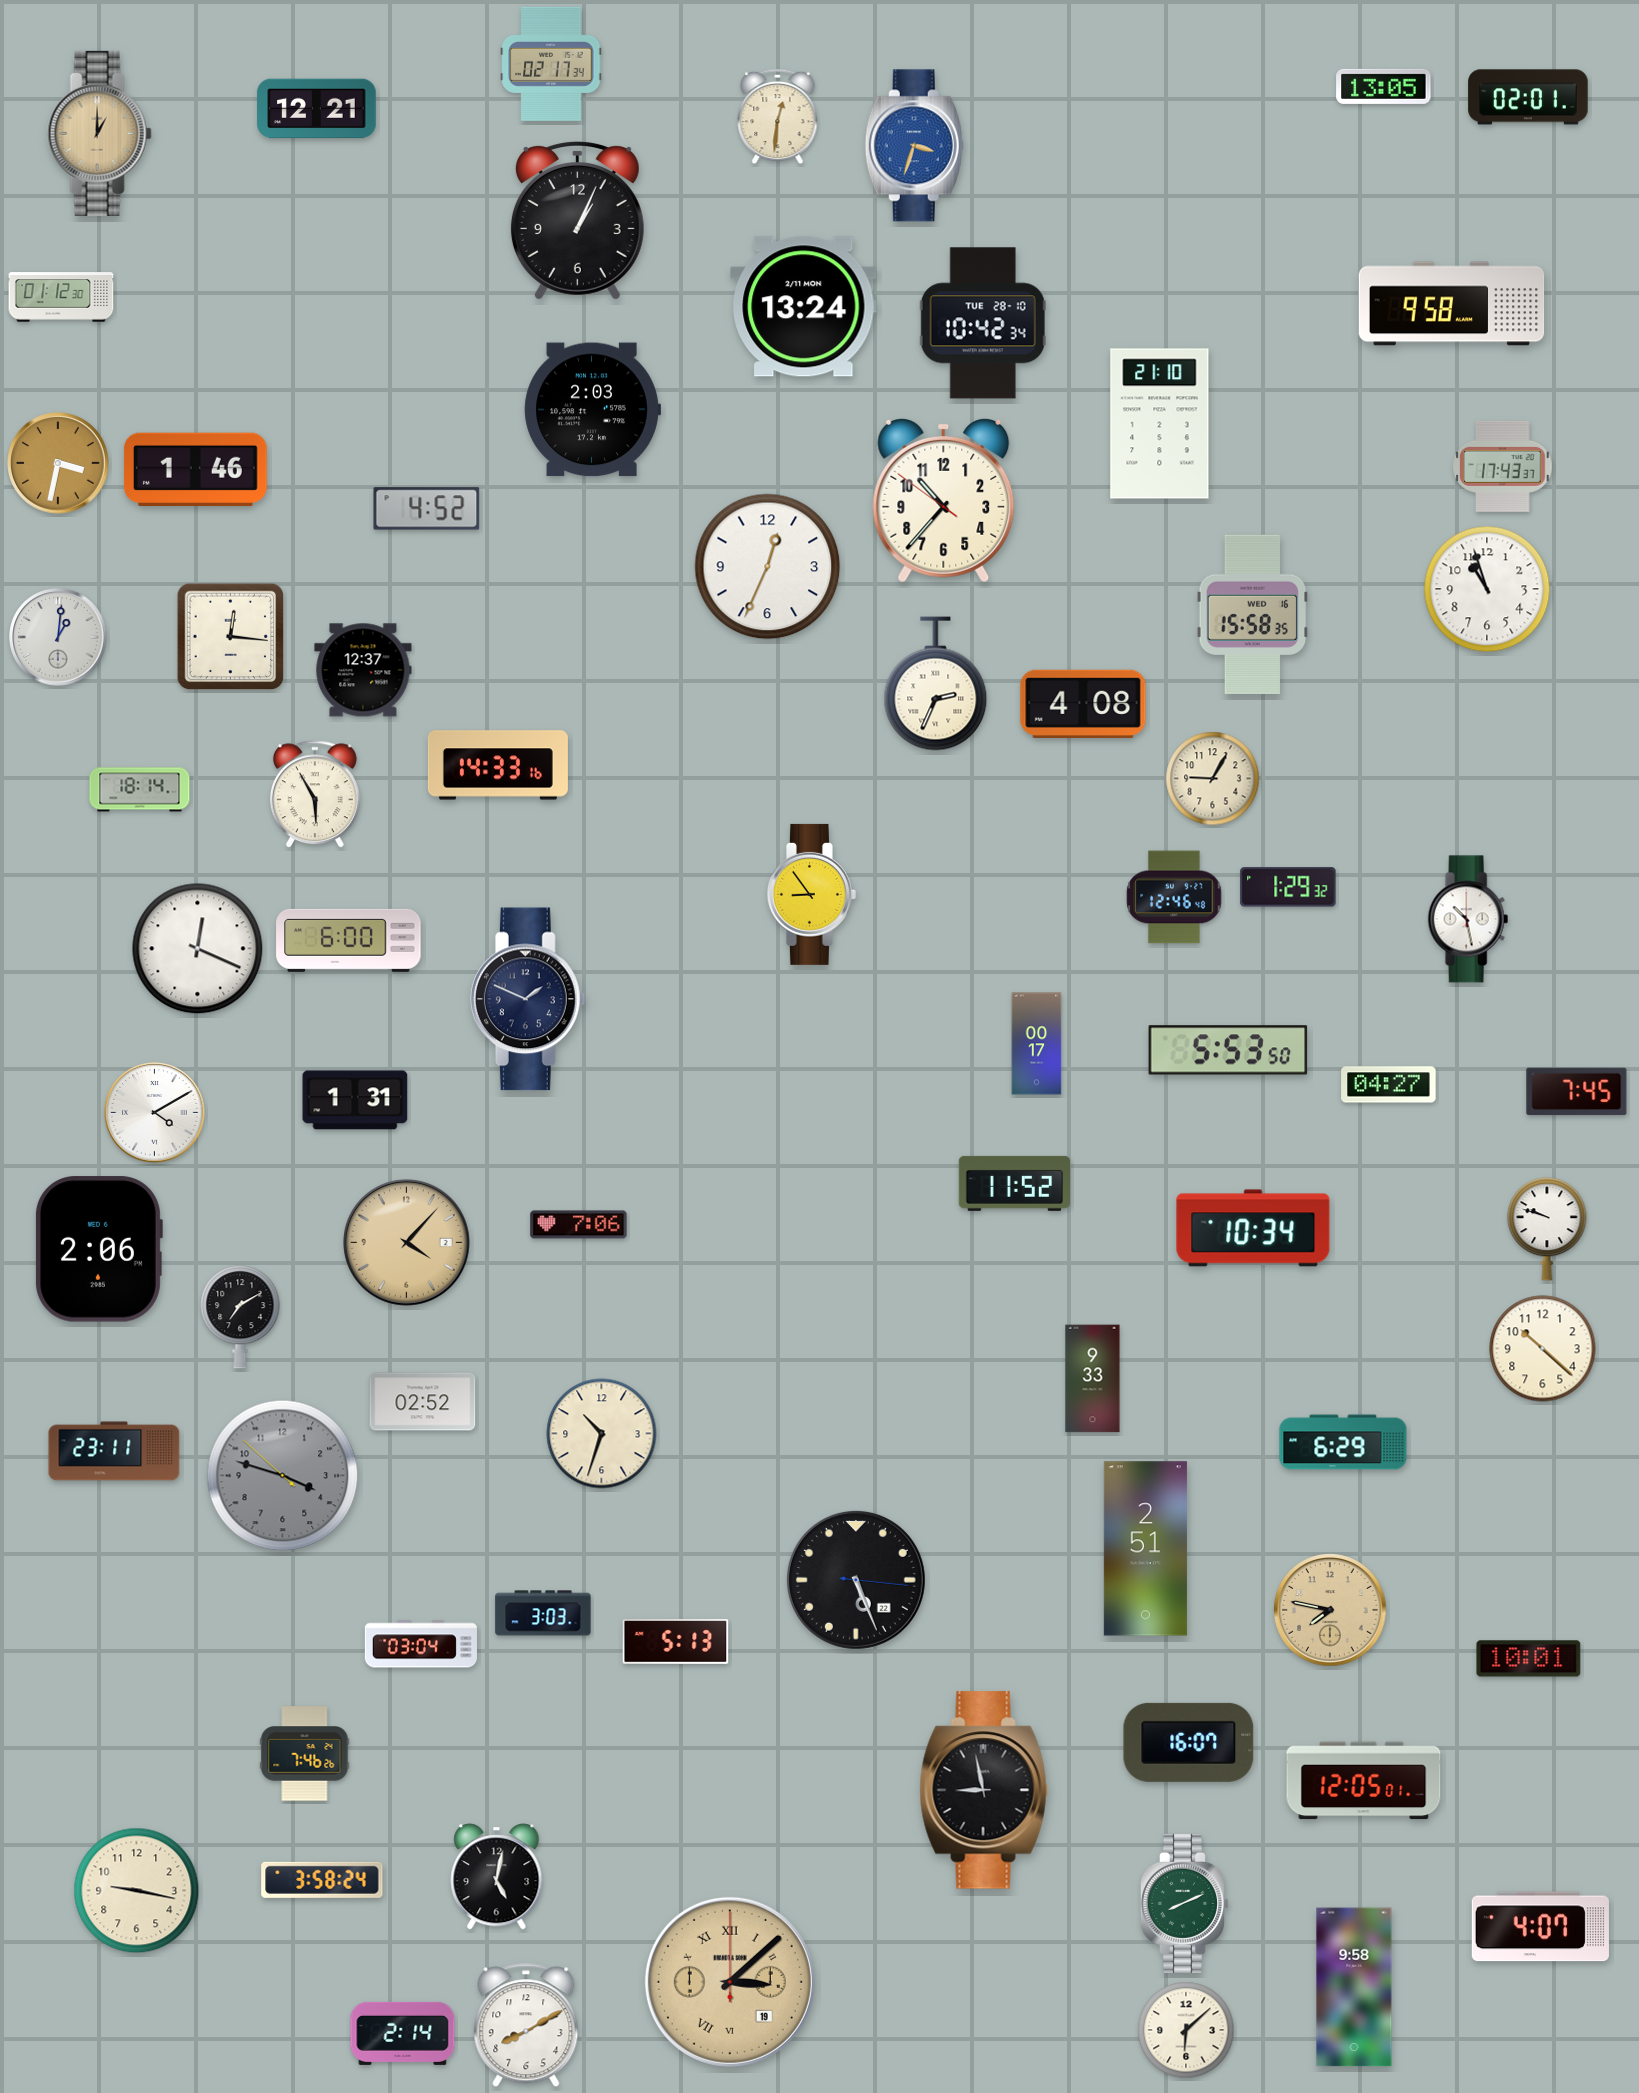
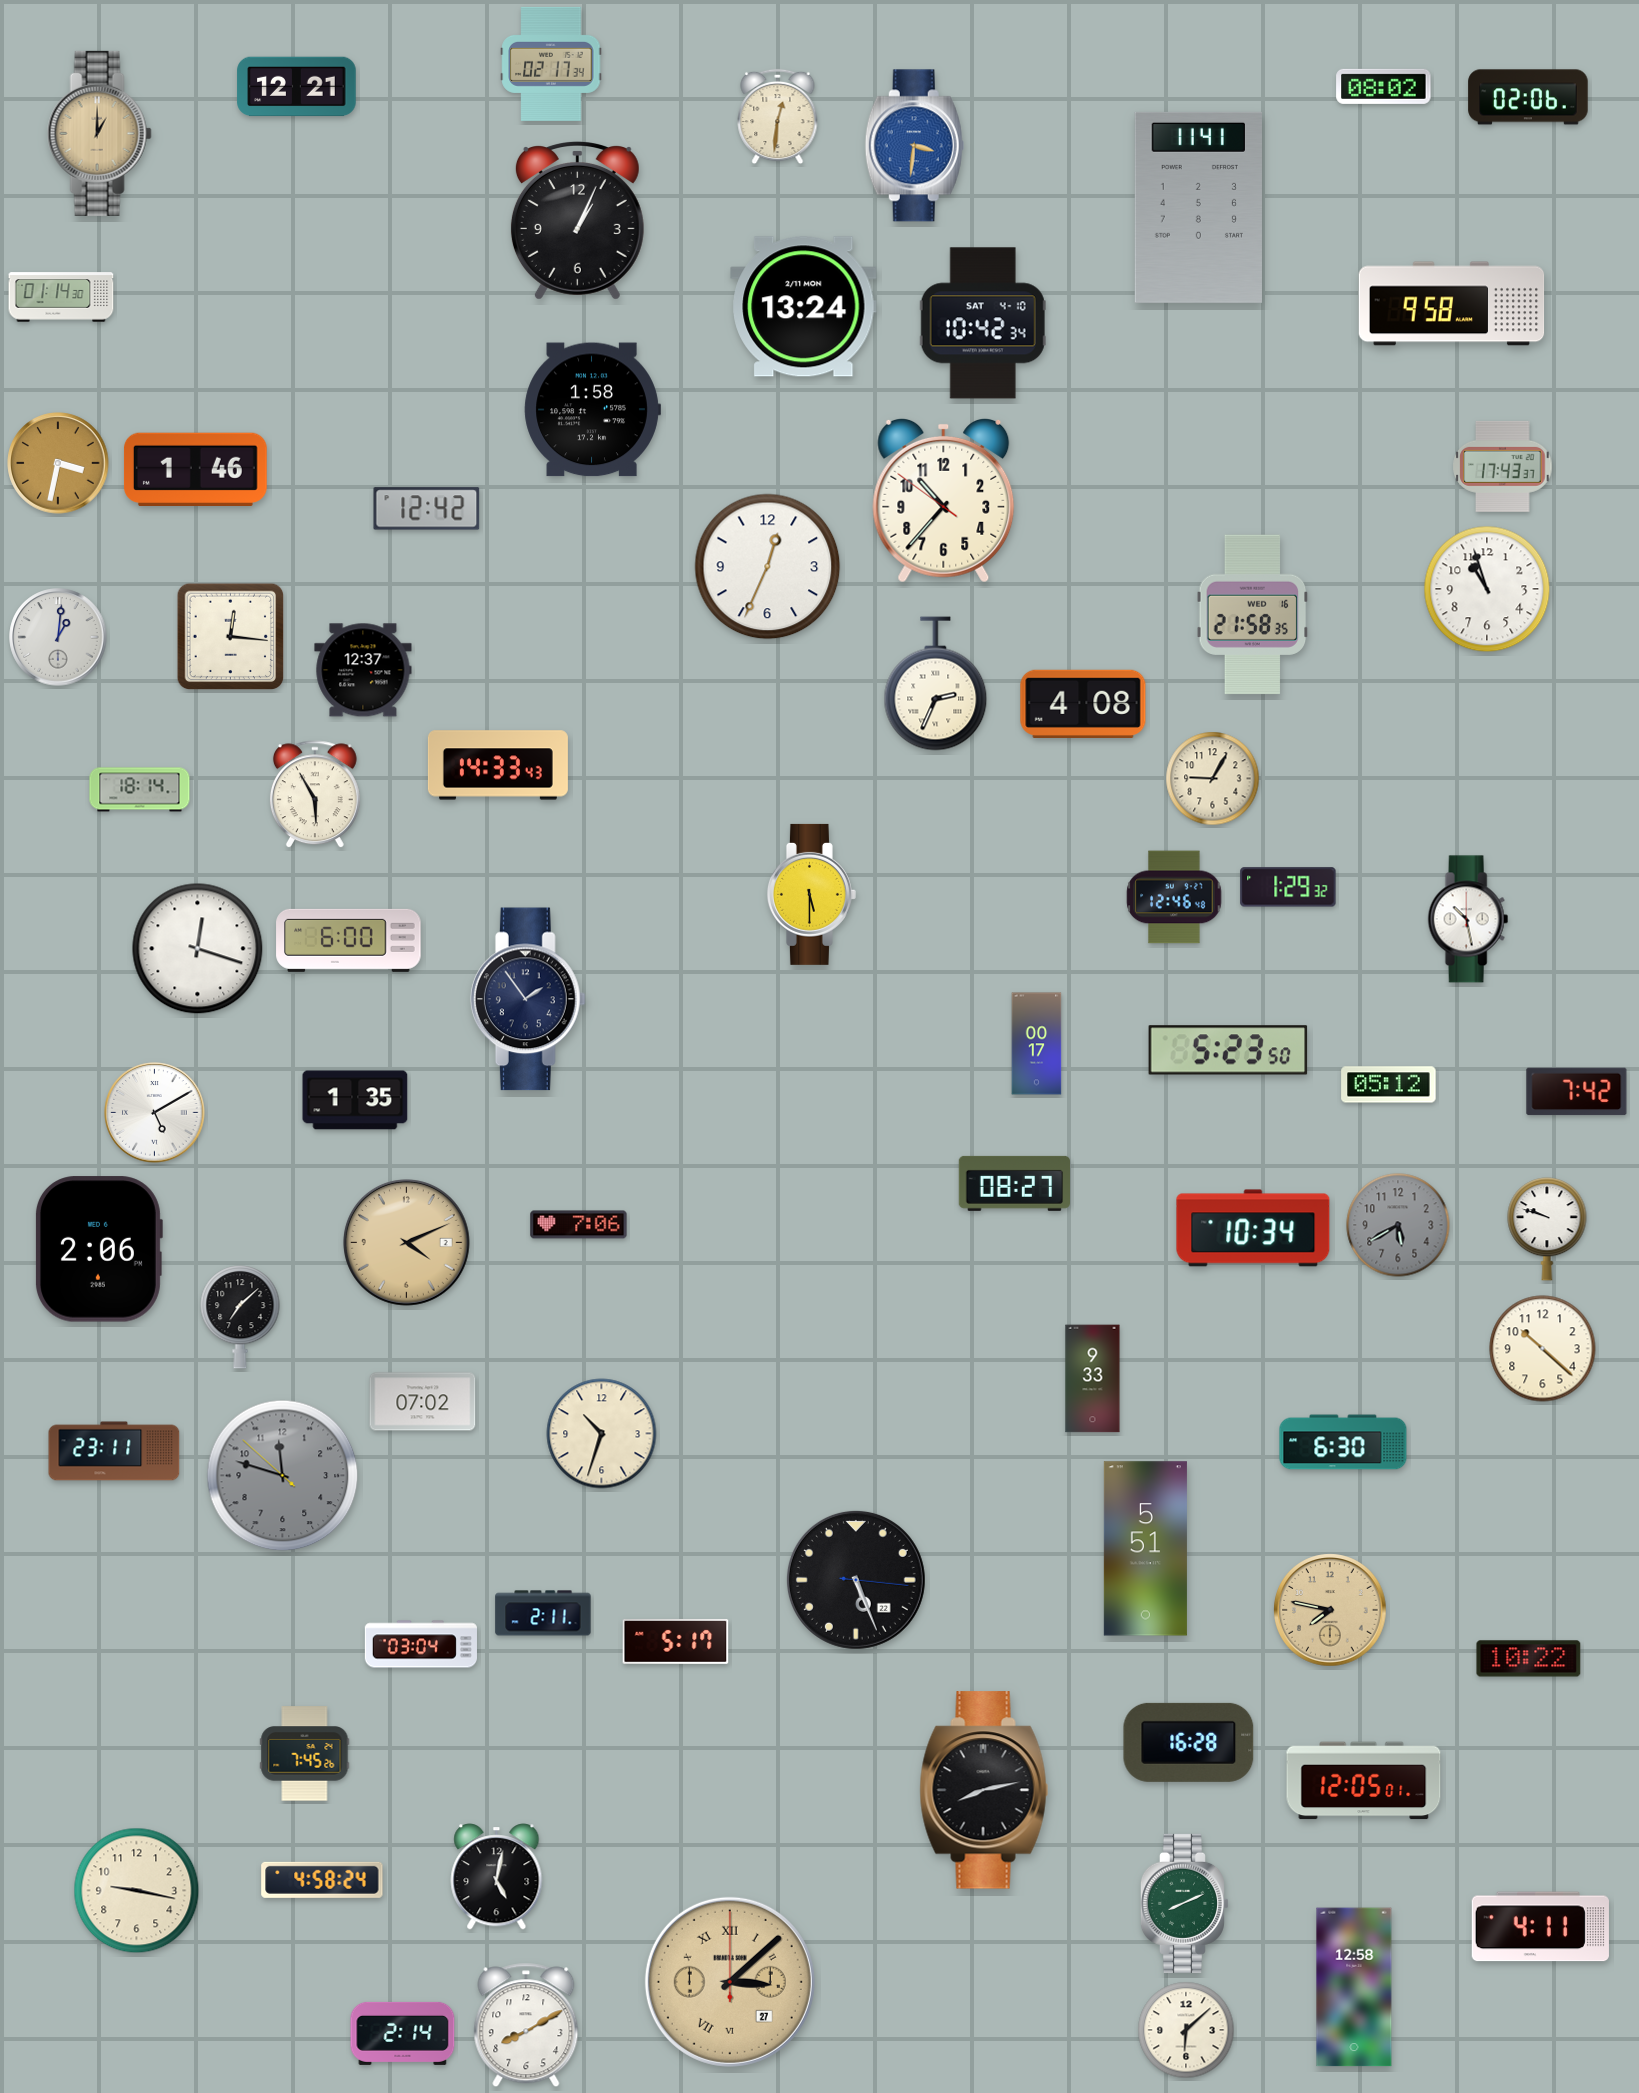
clock at (1384, 86): 13:05 -> 08:02
clock at (1528, 97): 02:01 -> 02:06
clock at (317, 109) position: (317, 109) -> (297, 87)
clock at (914, 146): 3:33 -> 3:31
clock at (1198, 207): none -> 11:41
clock at (61, 297): 01:12 -> 01:14
clock at (983, 323) date: TUE 28-10 -> SAT 4-10
clock at (592, 410): 2:03 -> 1:58
clock at (1160, 424): 21:10 -> none
clock at (427, 509): 4:52 -> 12:42
clock at (1253, 615): 15:58 -> 21:58
clock at (498, 765): 14:33:16 -> 14:33:43
clock at (811, 894): 8:54 -> 5:30
clock at (198, 949): 12:19 -> 12:18
clock at (528, 999): 1:49 -> 1:54
clock at (1228, 1050): 5:53 -> 5:23
clock at (1389, 1085): 04:27 -> 05:12
clock at (1577, 1092): 7:45 -> 7:42
clock at (355, 1100): 1:31 -> 1:35
clock at (155, 1113): 4:10 -> 5:10
clock at (1014, 1183): 11:52 -> 08:27
clock at (1398, 1225): none -> 5:40
clock at (407, 1243): 4:07 -> 4:11
clock at (240, 1317): 7:10 -> 7:08
clock at (423, 1402): 02:52 -> 07:02
clock at (1343, 1442): 6:29 -> 6:30
clock at (283, 1476): 3:47 -> 11:47
clock at (1145, 1549): 2:51 -> 5:51
clock at (543, 1613): 3:03 -> 2:11
clock at (676, 1641): 5:13 -> 5:17
clock at (1529, 1659): 10:01 -> 10:22
clock at (1189, 1742): 16:07 -> 16:28
clock at (305, 1754): 7:46 -> 7:45
clock at (984, 1790): 8:58 -> 8:13
clock at (322, 1880): 3:58 -> 4:58
clock at (1540, 1927): 4:07 -> 4:11
clock at (730, 1982) date: 19 -> 27
clock at (1354, 1987): 9:58 -> 12:58
